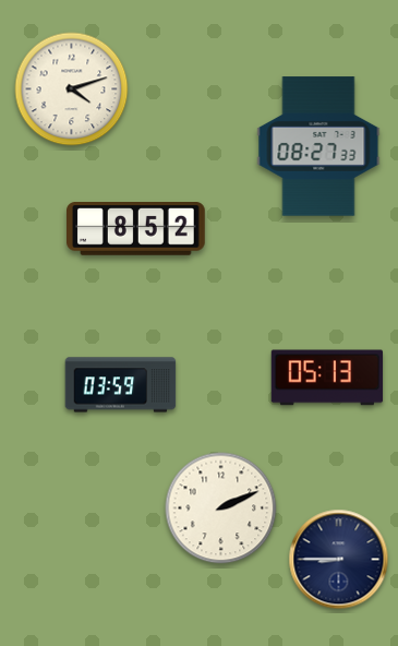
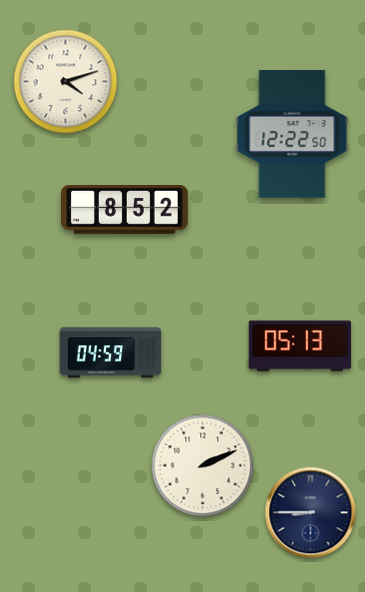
clock at (318, 146): 08:27 -> 12:22
clock at (121, 385): 03:59 -> 04:59
